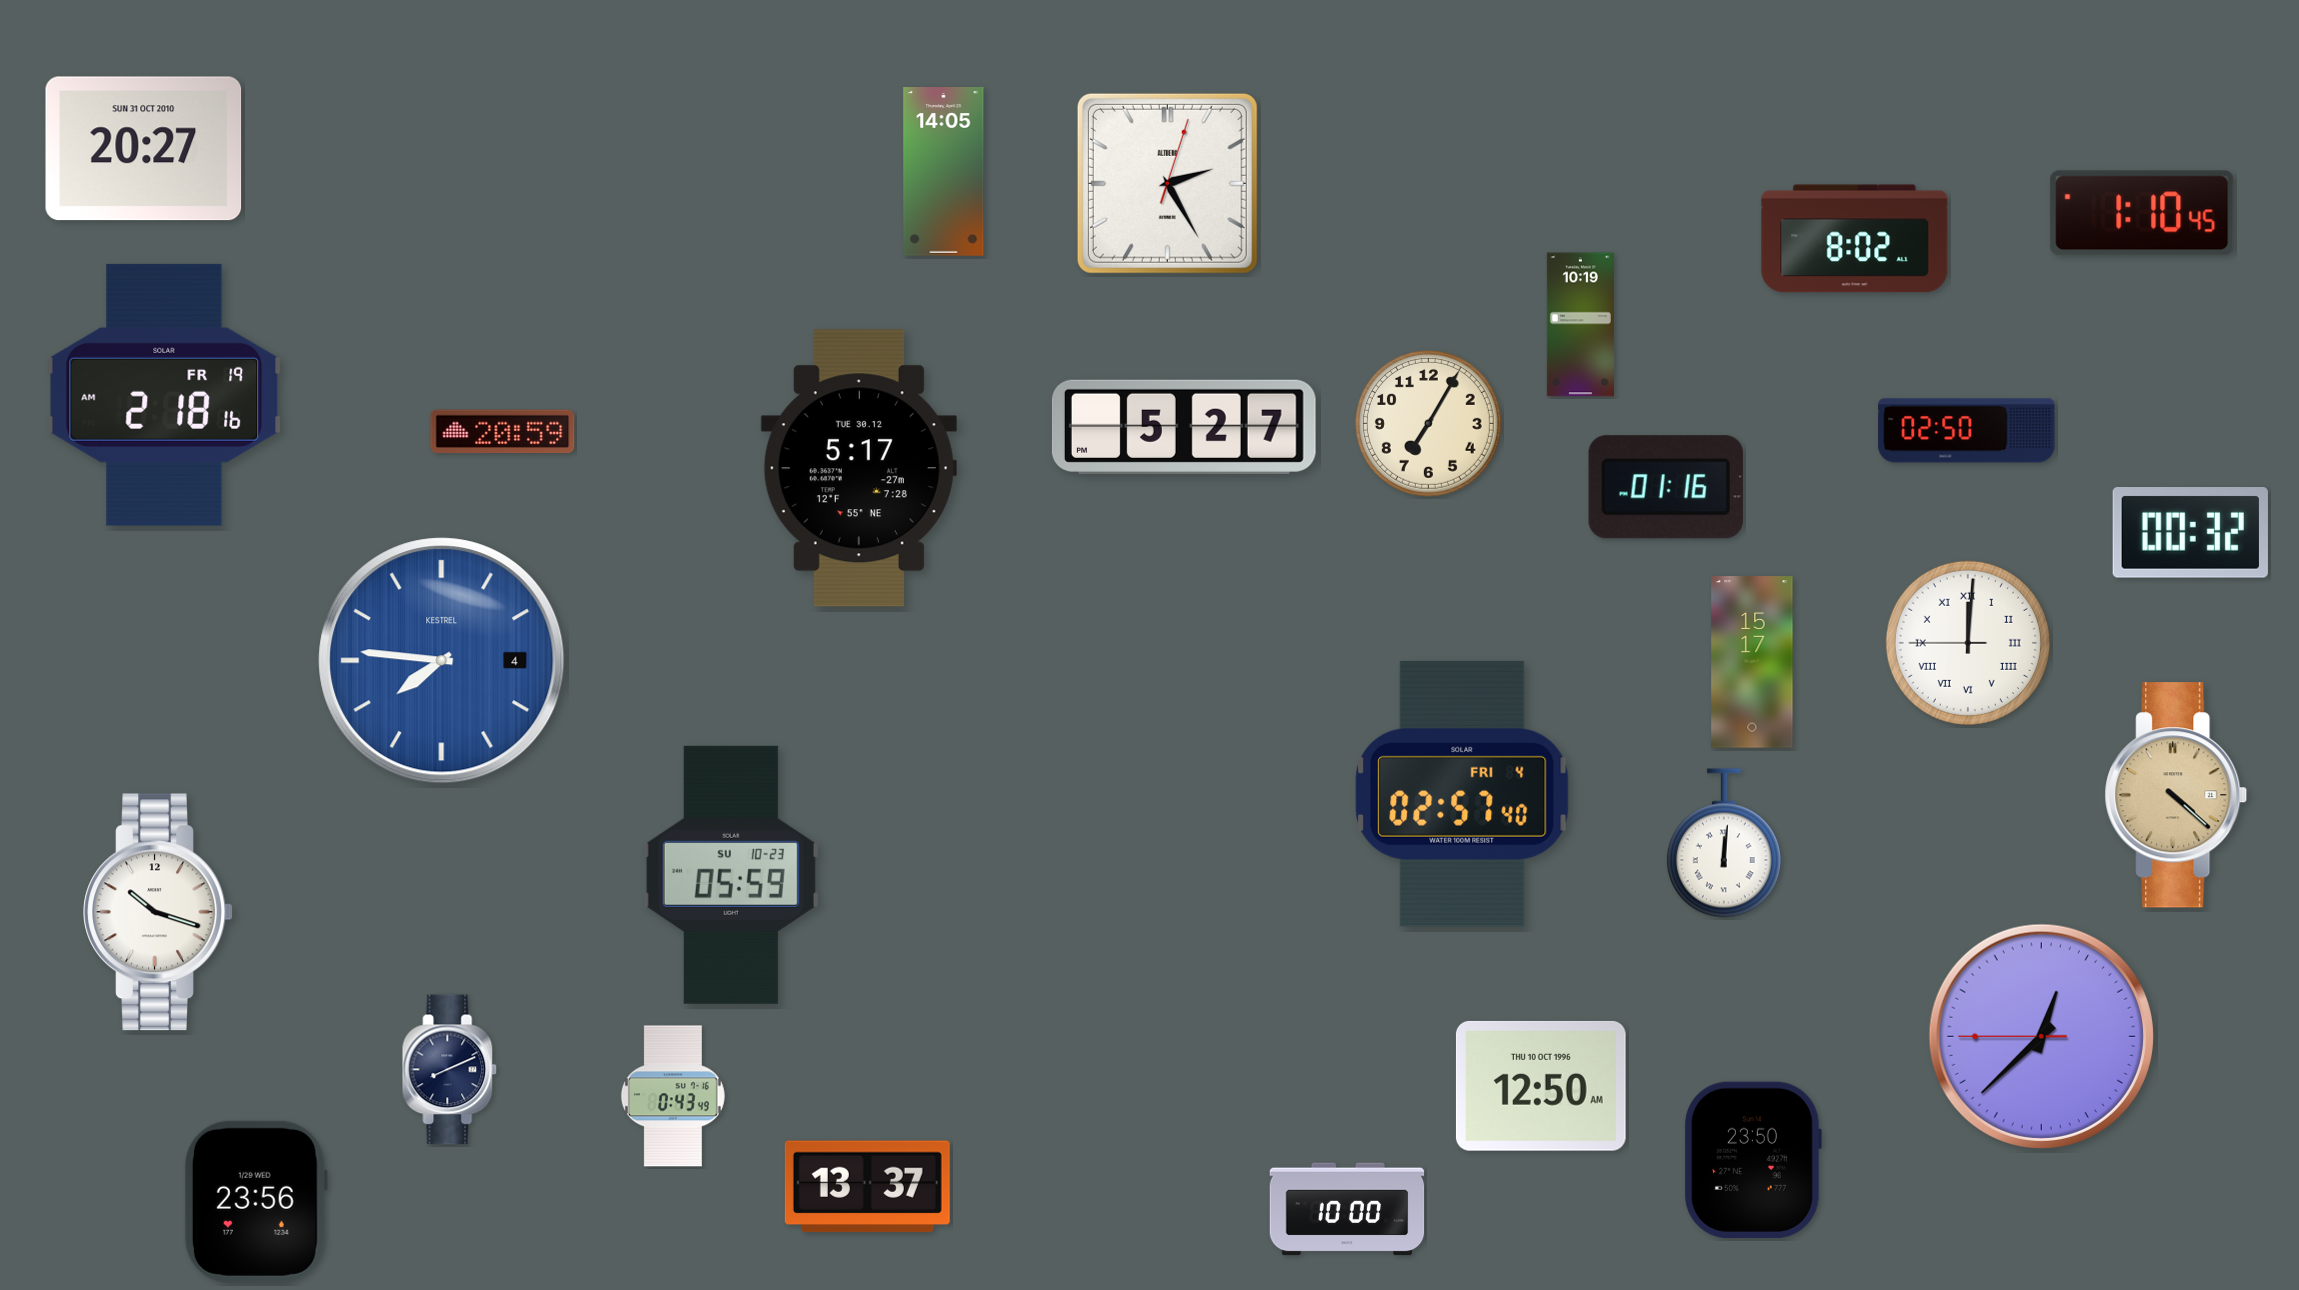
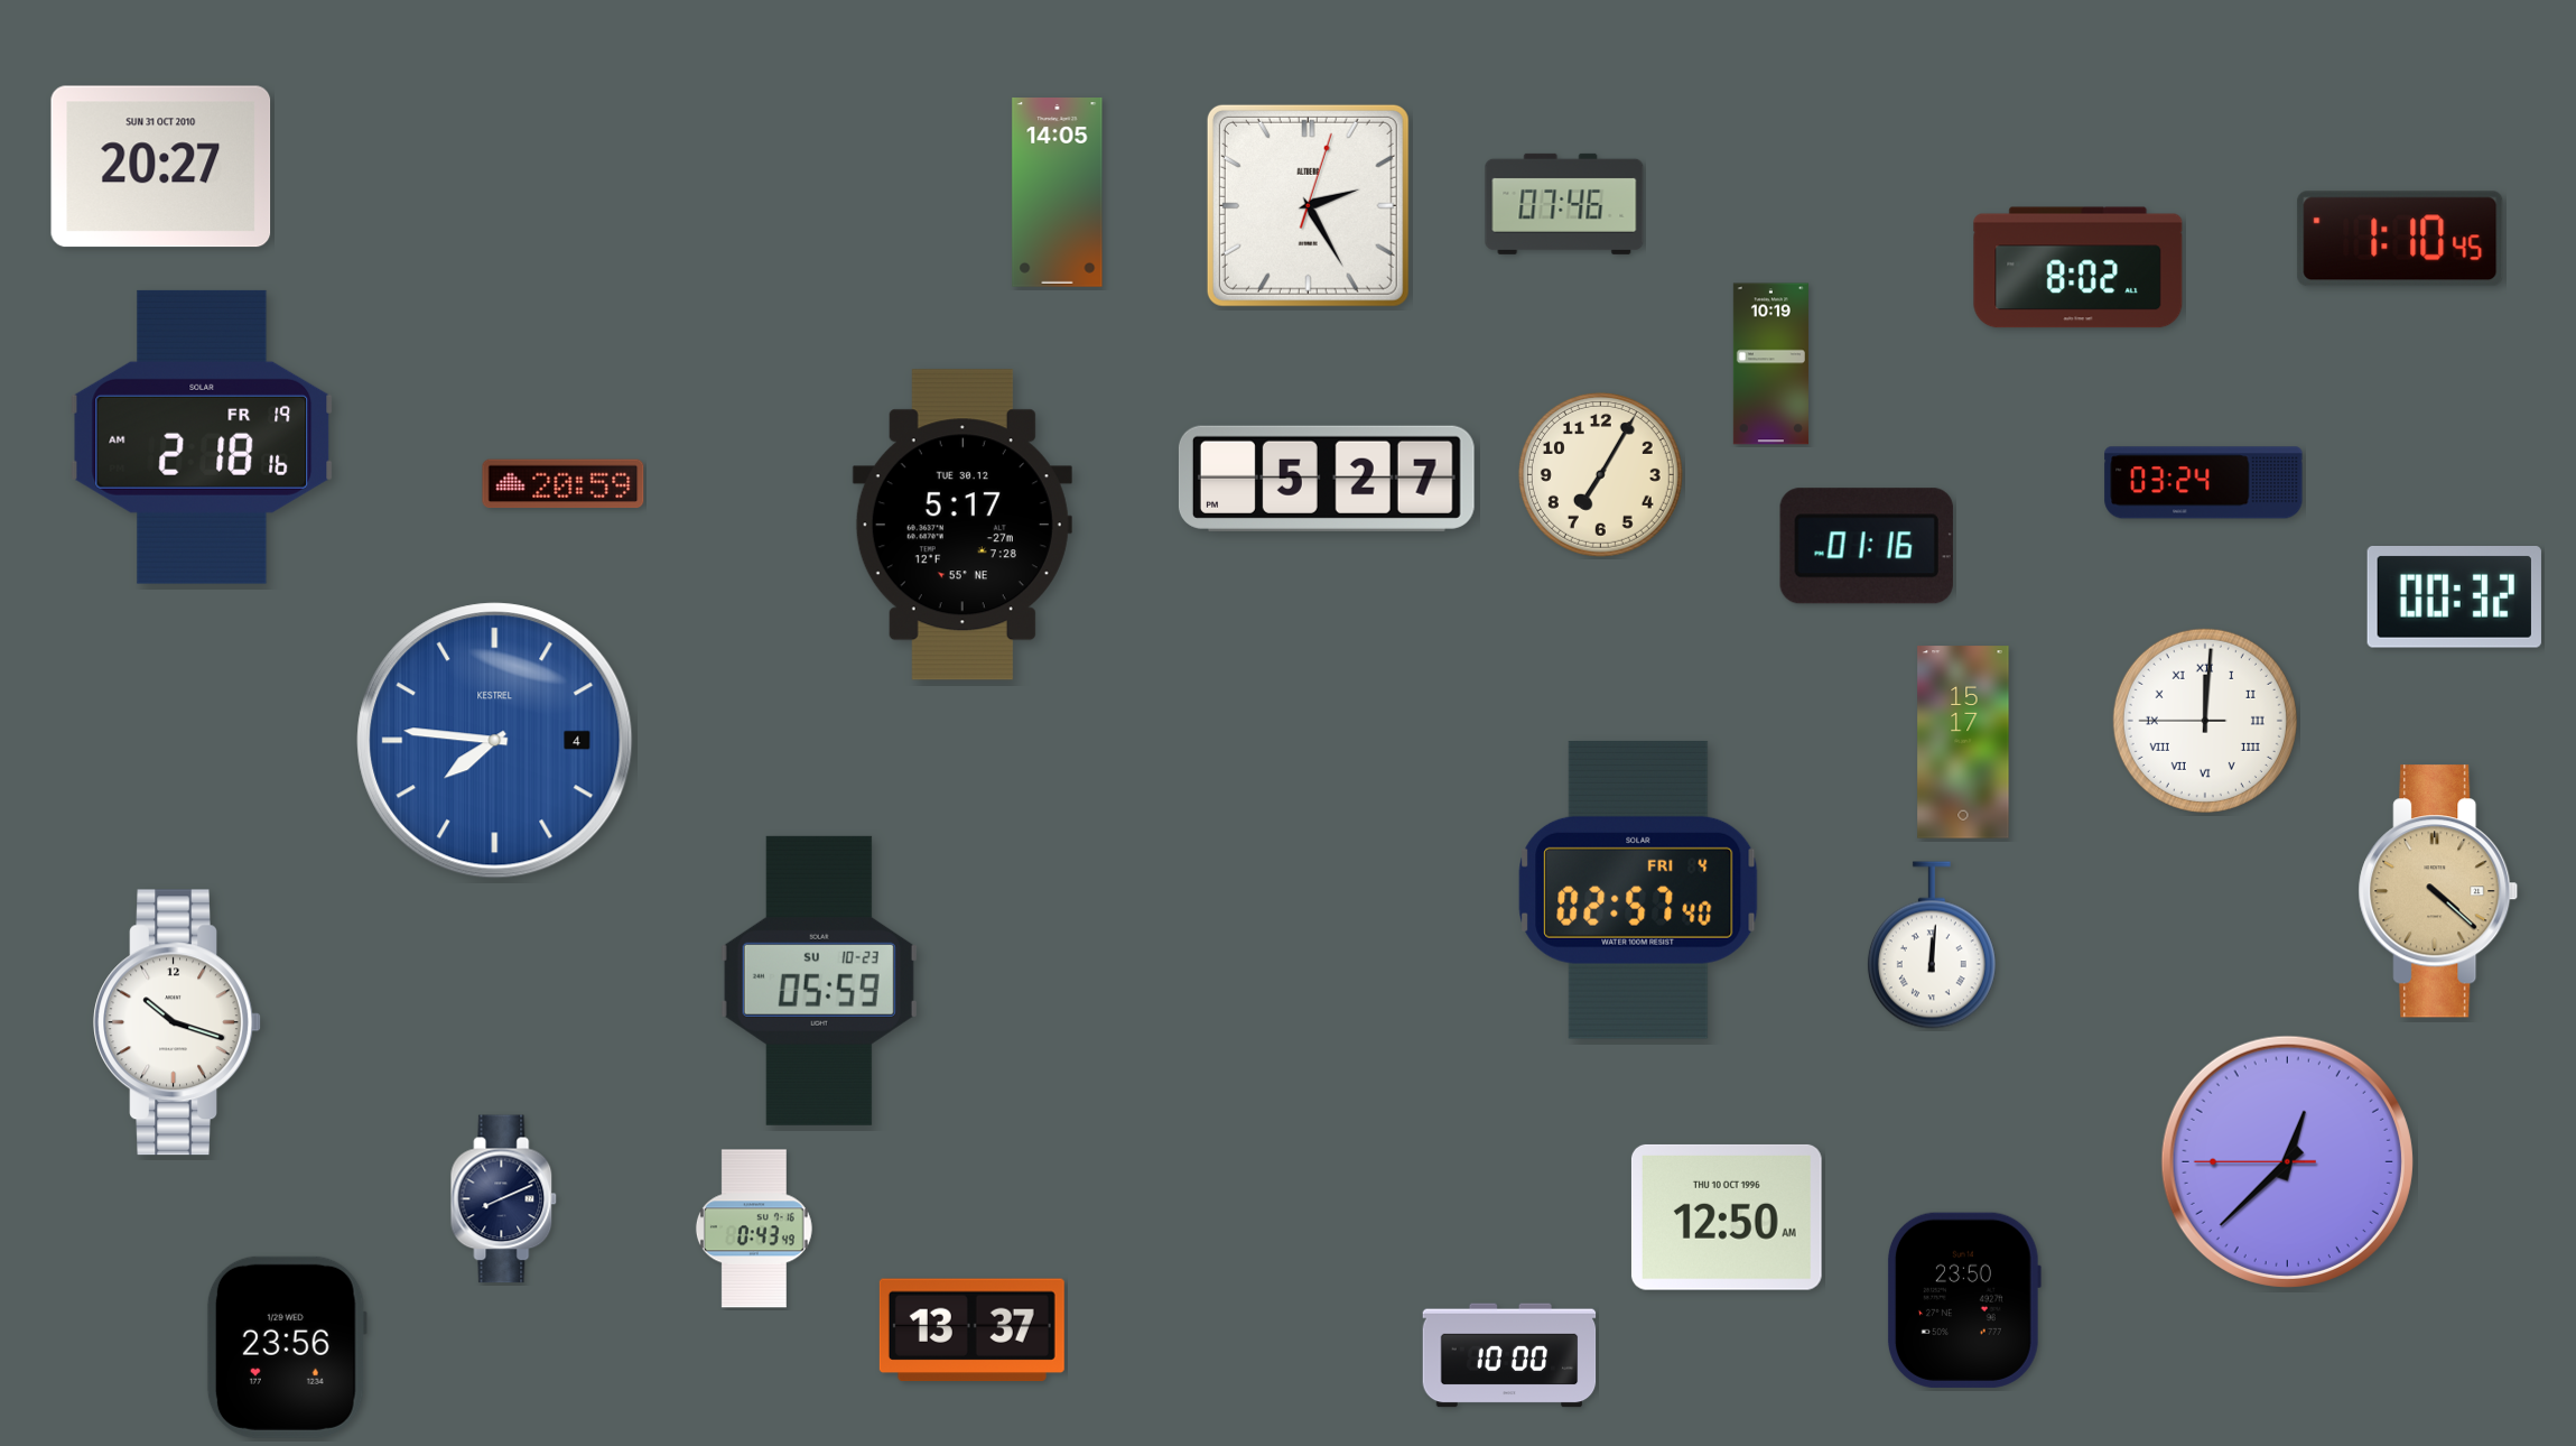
clock at (1564, 204): none -> 07:46
clock at (164, 395) position: (164, 395) -> (202, 437)
clock at (1967, 431): 02:50 -> 03:24
